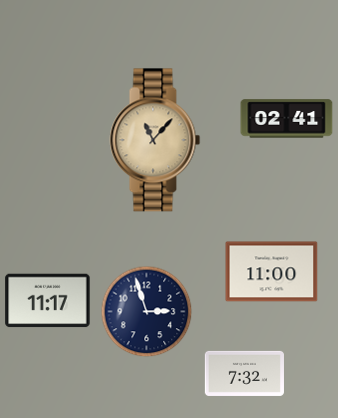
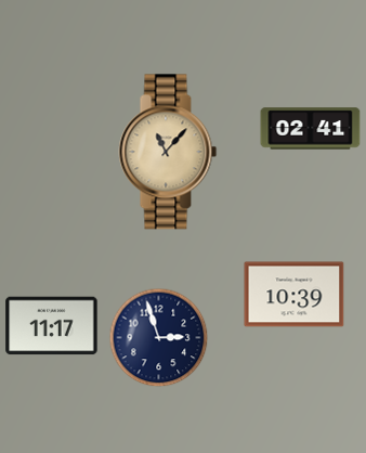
clock at (272, 272): 11:00 -> 10:39
clock at (244, 373): 7:32 -> none
